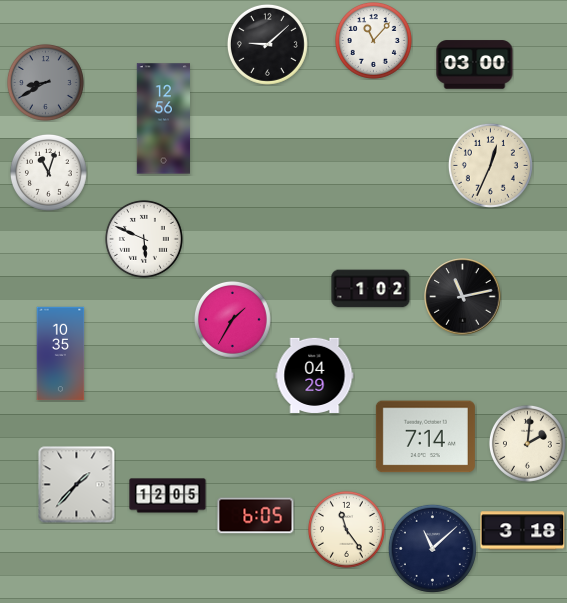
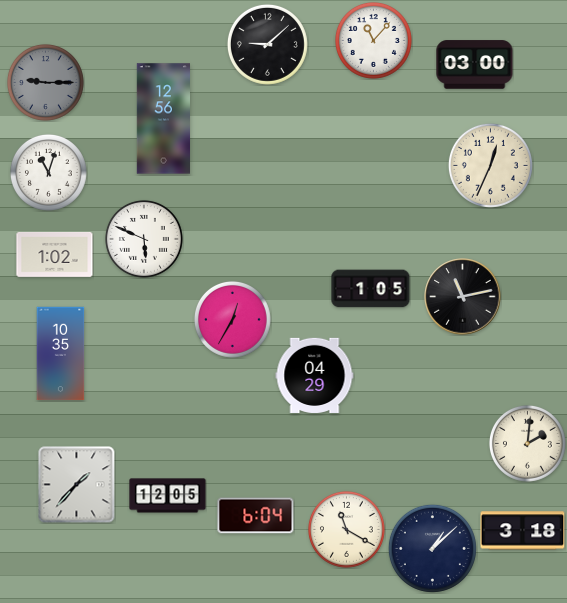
clock at (45, 82): 8:40 -> 9:15
clock at (55, 254): none -> 1:02
clock at (371, 289): 1:02 -> 1:05
clock at (232, 319): 1:35 -> 12:35
clock at (425, 437): 7:14 -> none
clock at (256, 516): 6:05 -> 6:04
clock at (346, 529): 11:24 -> 11:20
clock at (432, 548): 11:08 -> 1:08
